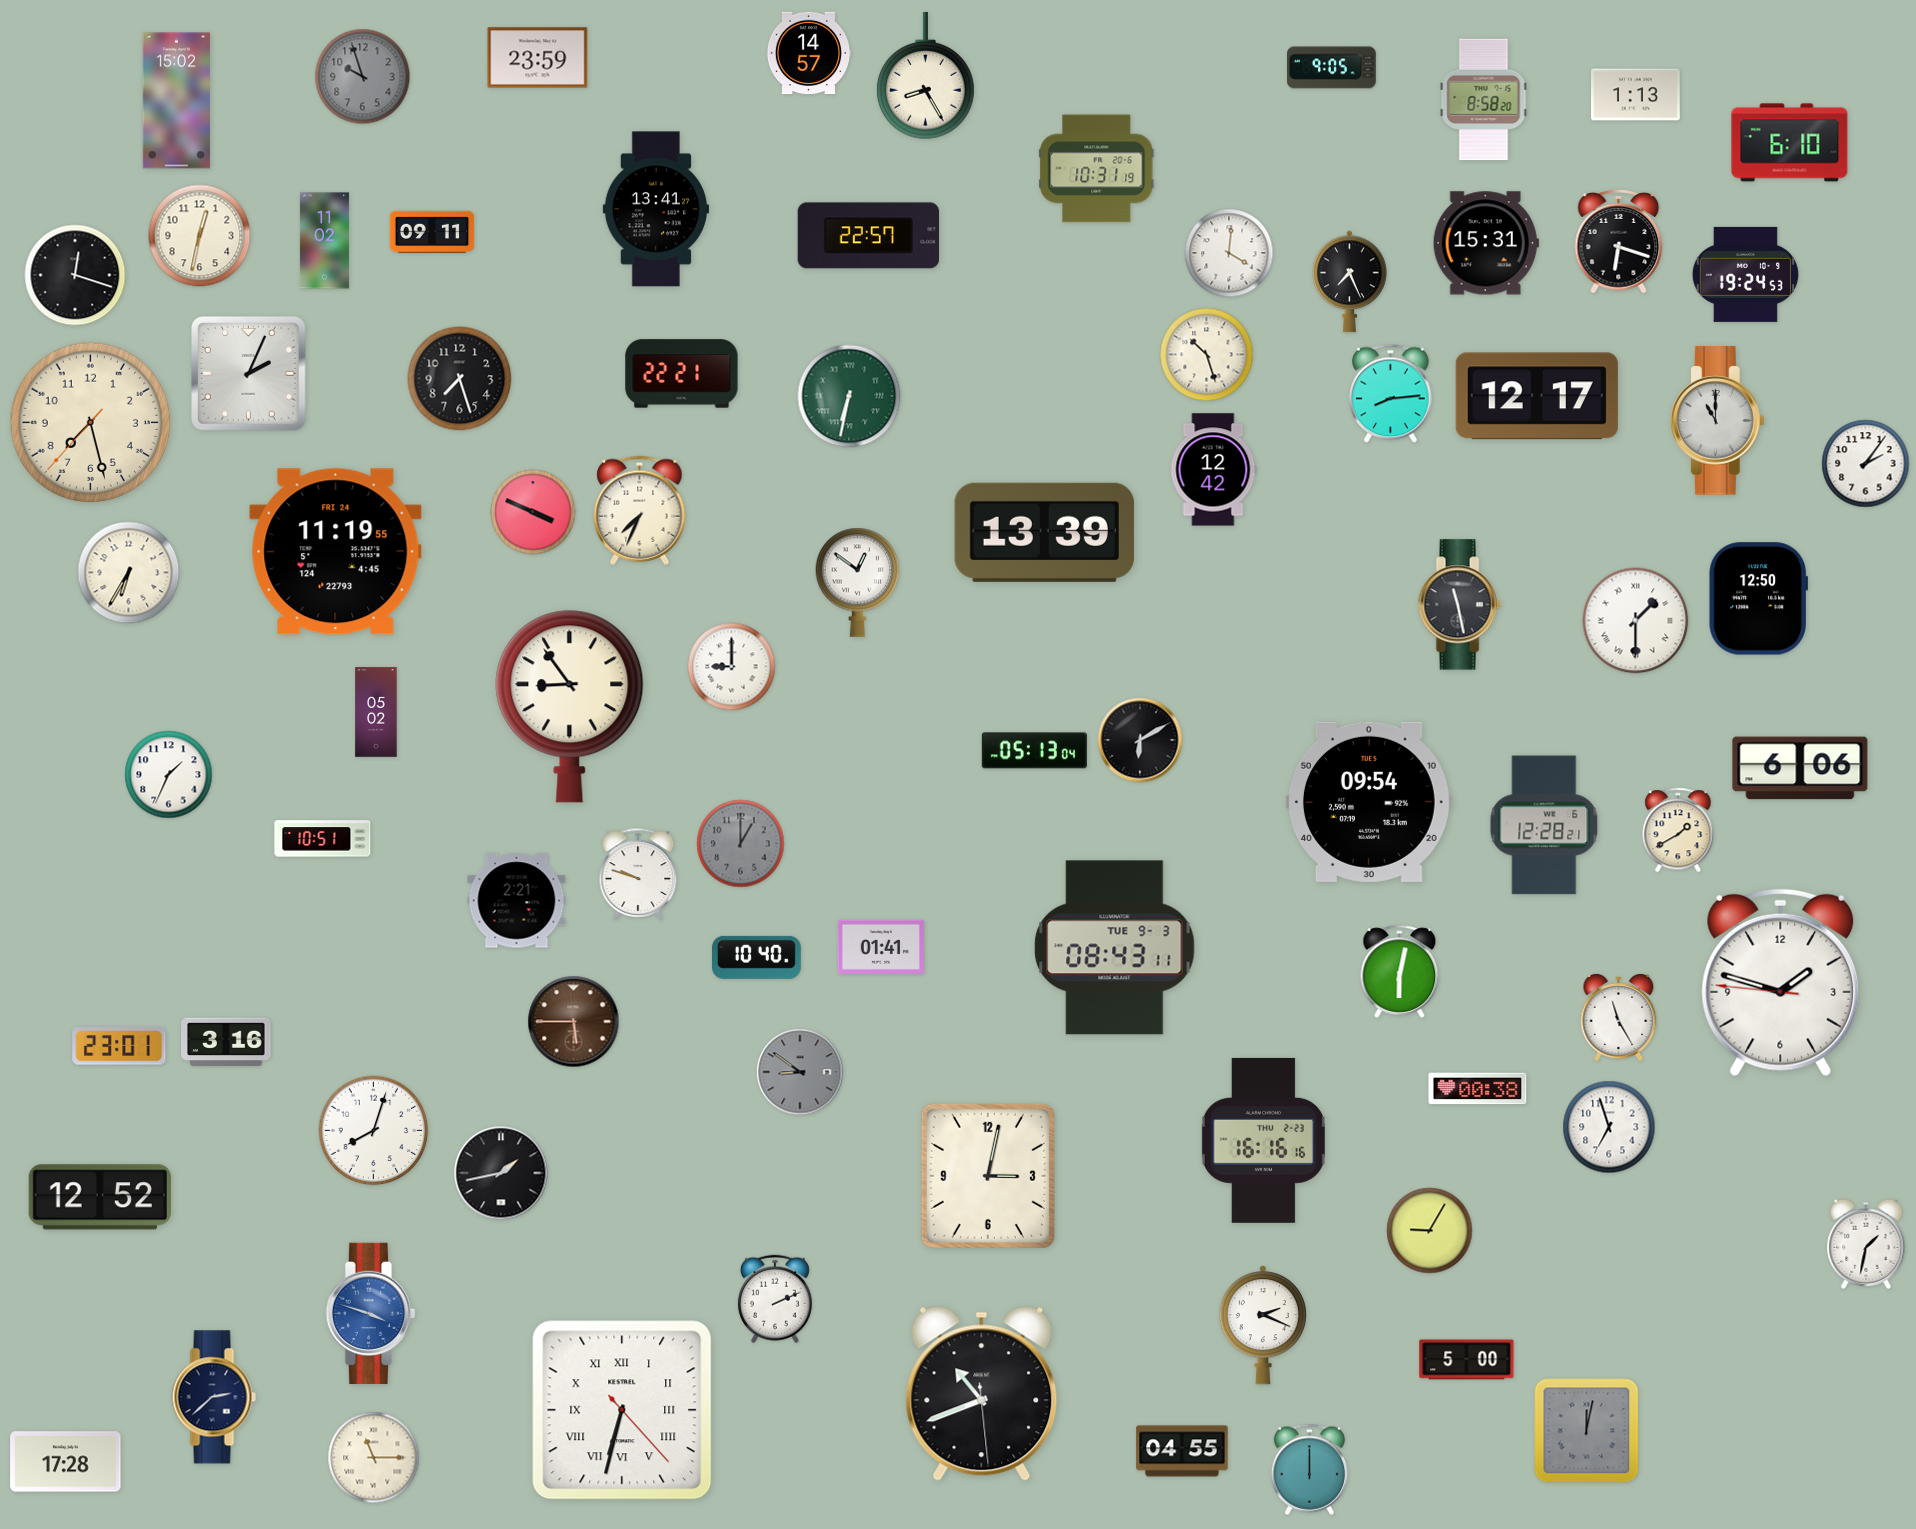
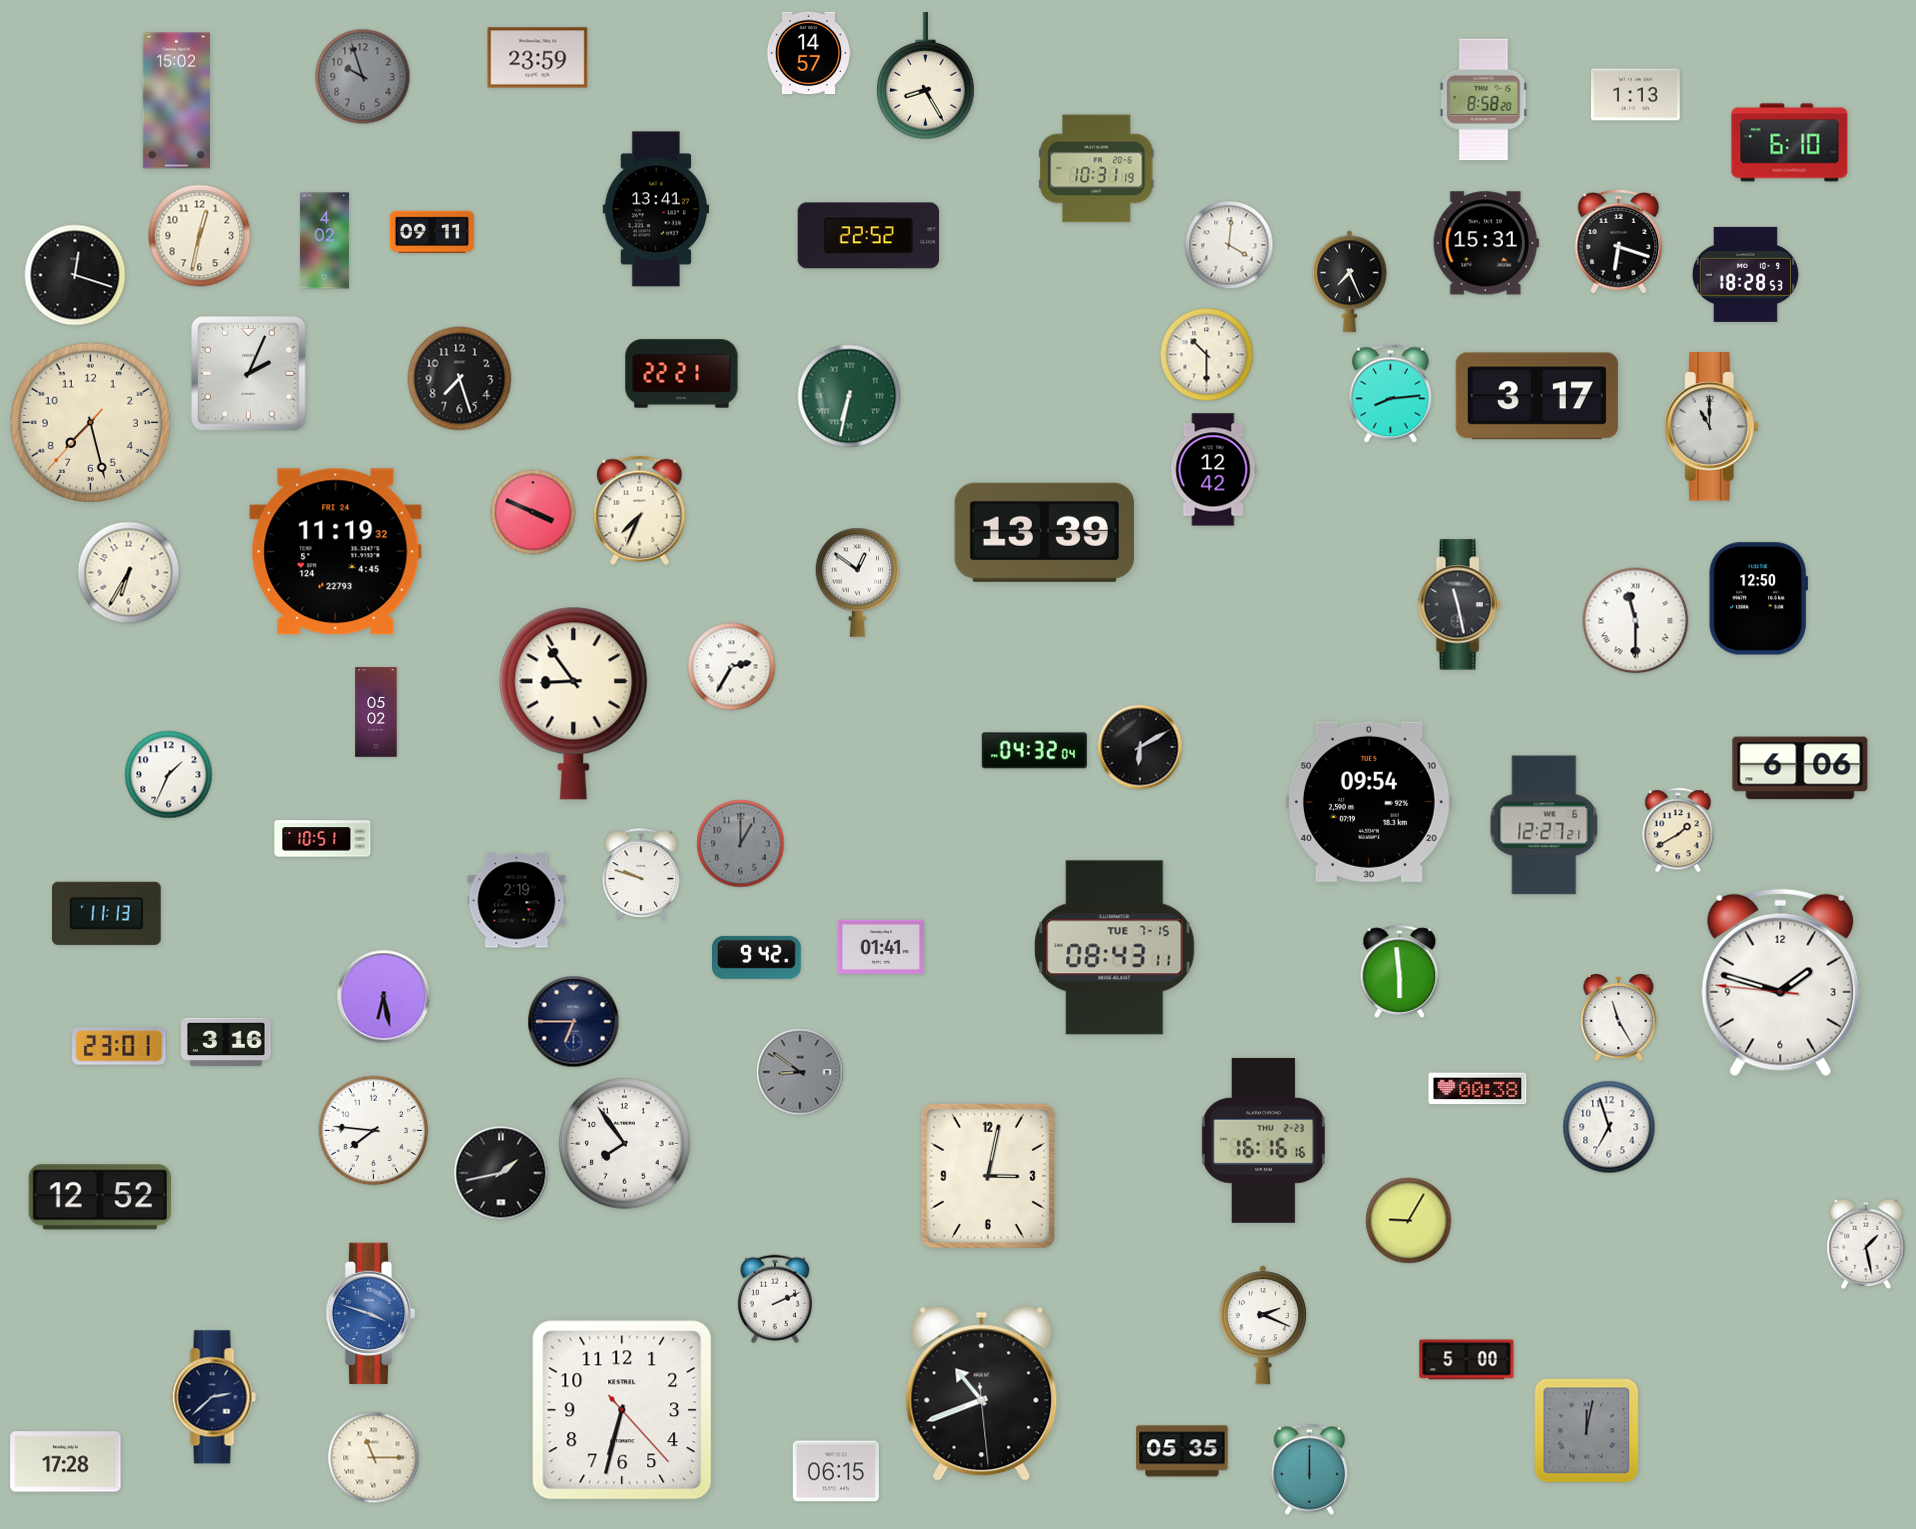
clock at (1332, 68): 9:05 -> none
clock at (868, 236): 22:57 -> 22:52
clock at (324, 241): 11:02 -> 4:02
clock at (1229, 253) position: (1229, 253) -> (1229, 245)
clock at (1745, 274): 19:24 -> 18:28
clock at (1207, 355): 10:27 -> 10:30
clock at (1537, 396): 12:17 -> 3:17
clock at (1717, 421) position: (1717, 421) -> (1711, 427)
clock at (1866, 464): 2:06 -> none
clock at (336, 552): 11:19:55 -> 11:19:32
clock at (1636, 621): 1:30 -> 11:30
clock at (732, 667): 9:00 -> 2:35
clock at (570, 706) position: (570, 706) -> (574, 703)
clock at (1140, 740) position: (1140, 740) -> (1140, 747)
clock at (1034, 751): 05:13 -> 04:32
clock at (1544, 825): 12:28 -> 12:27
clock at (638, 874) position: (638, 874) -> (641, 874)
clock at (517, 901): 2:21 -> 2:19
clock at (107, 913): none -> 11:13
clock at (1115, 948) date: TUE 9-3 -> TUE 7-15
clock at (757, 957): 10:40 -> 9:42
clock at (1400, 971): 6:02 -> 5:59
clock at (384, 997): none -> 6:28
clock at (574, 1022): 5:45 -> 6:45
clock at (574, 1022) dial: brown -> navy
clock at (374, 1131): 8:03 -> 7:46
clock at (625, 1144): none -> 7:54
clock at (1430, 1231) position: (1430, 1231) -> (1409, 1221)
clock at (1866, 1243): 1:32 -> 1:28
clock at (622, 1410) numerals: Roman -> Arabic
clock at (1182, 1451): 04:55 -> 05:35
clock at (836, 1471): none -> 06:15
